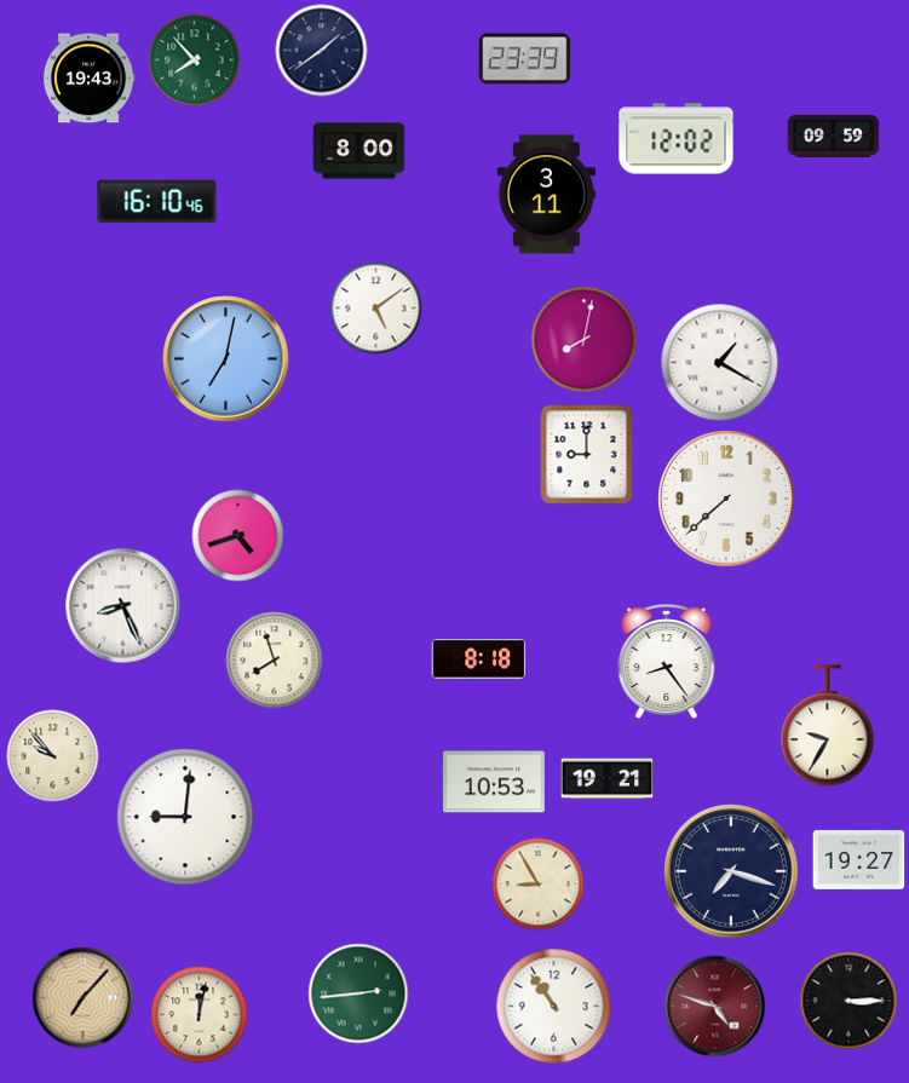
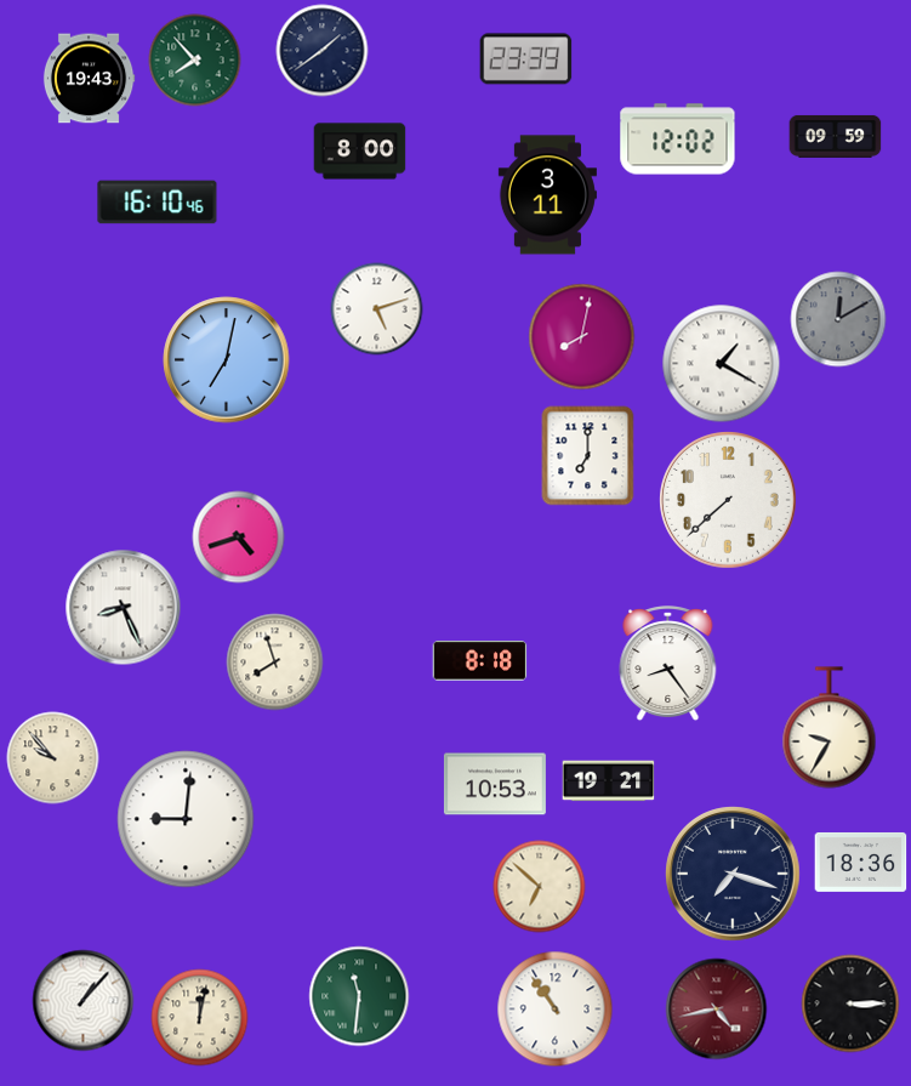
clock at (376, 309): 5:09 -> 5:12
clock at (838, 319): none -> 12:10
clock at (585, 340) position: (585, 340) -> (582, 337)
clock at (587, 455): 9:00 -> 7:00
clock at (859, 859): 19:27 -> 18:36
clock at (539, 885): 8:55 -> 6:52
clock at (358, 993): 2:44 -> 11:31
clock at (84, 998): 7:07 -> 1:07
clock at (84, 998) dial: champagne -> white
clock at (715, 1007): 4:48 -> 4:43
